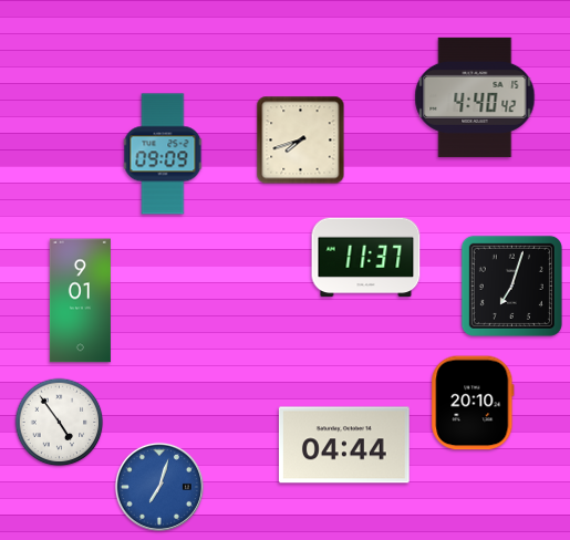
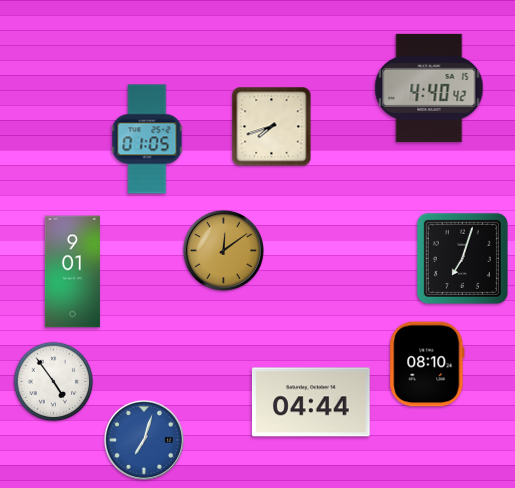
clock at (163, 154): 09:09 -> 01:05
clock at (366, 258): 11:37 -> none
clock at (223, 250): none -> 12:09
clock at (473, 403): 20:10 -> 08:10
